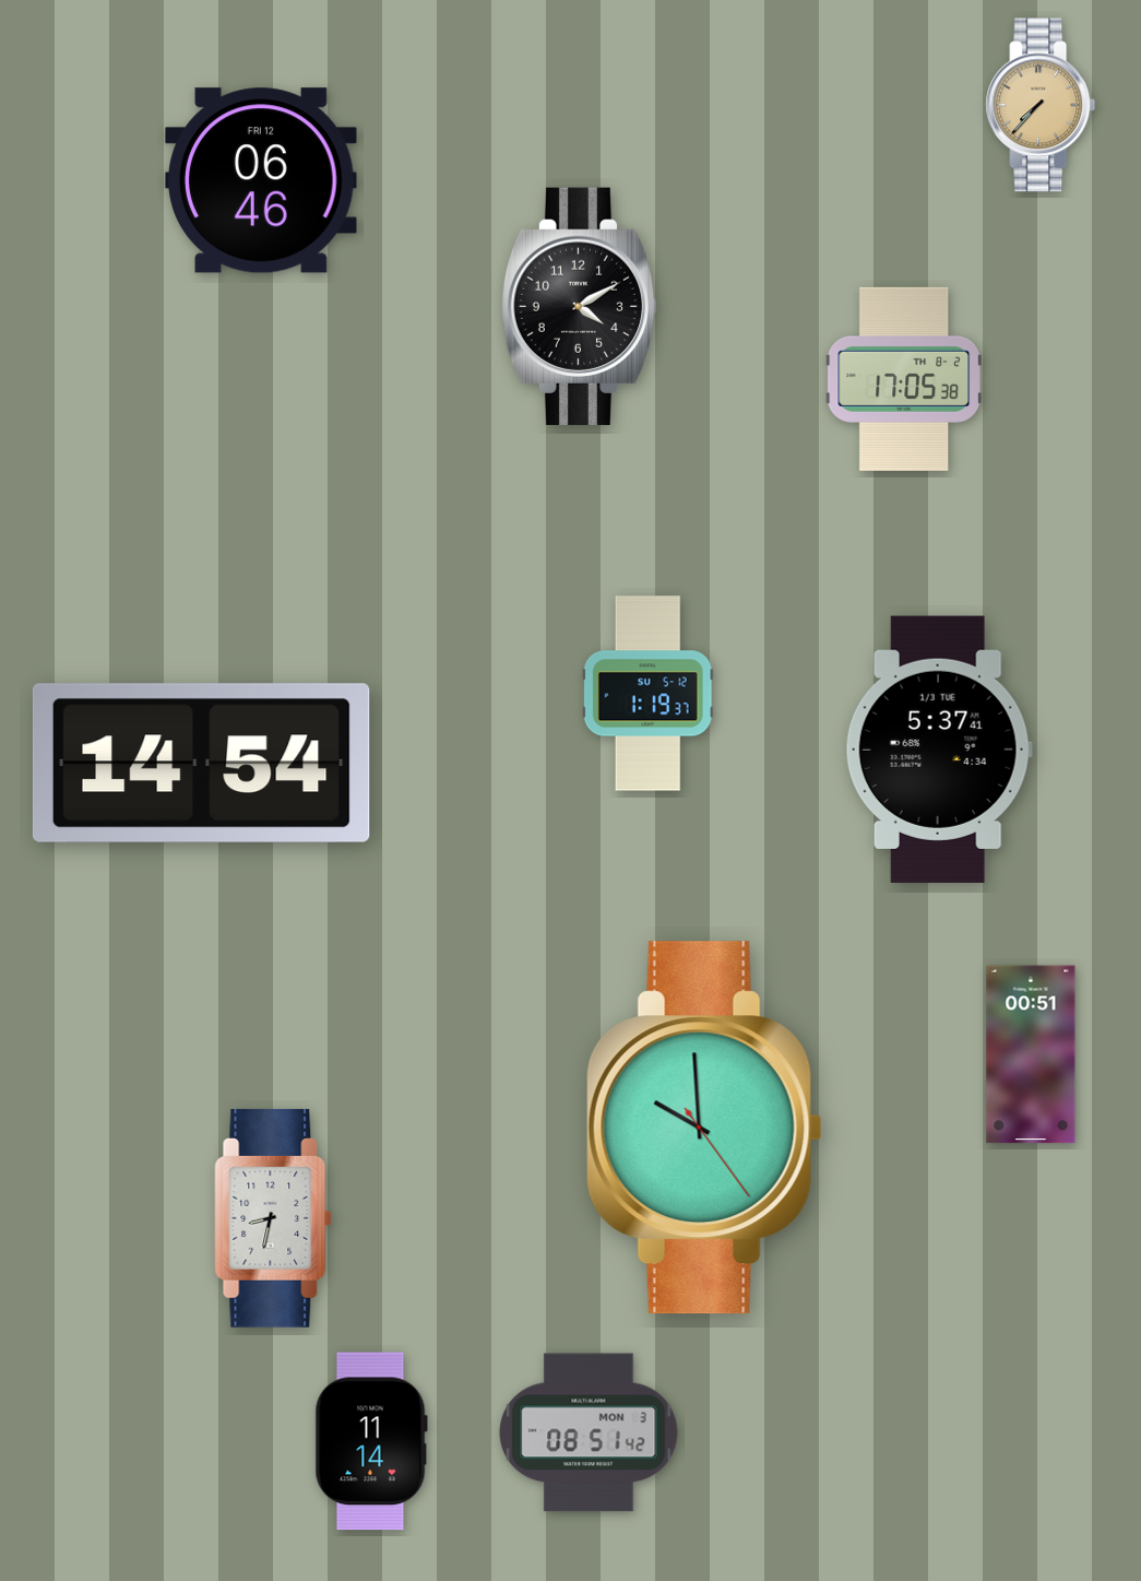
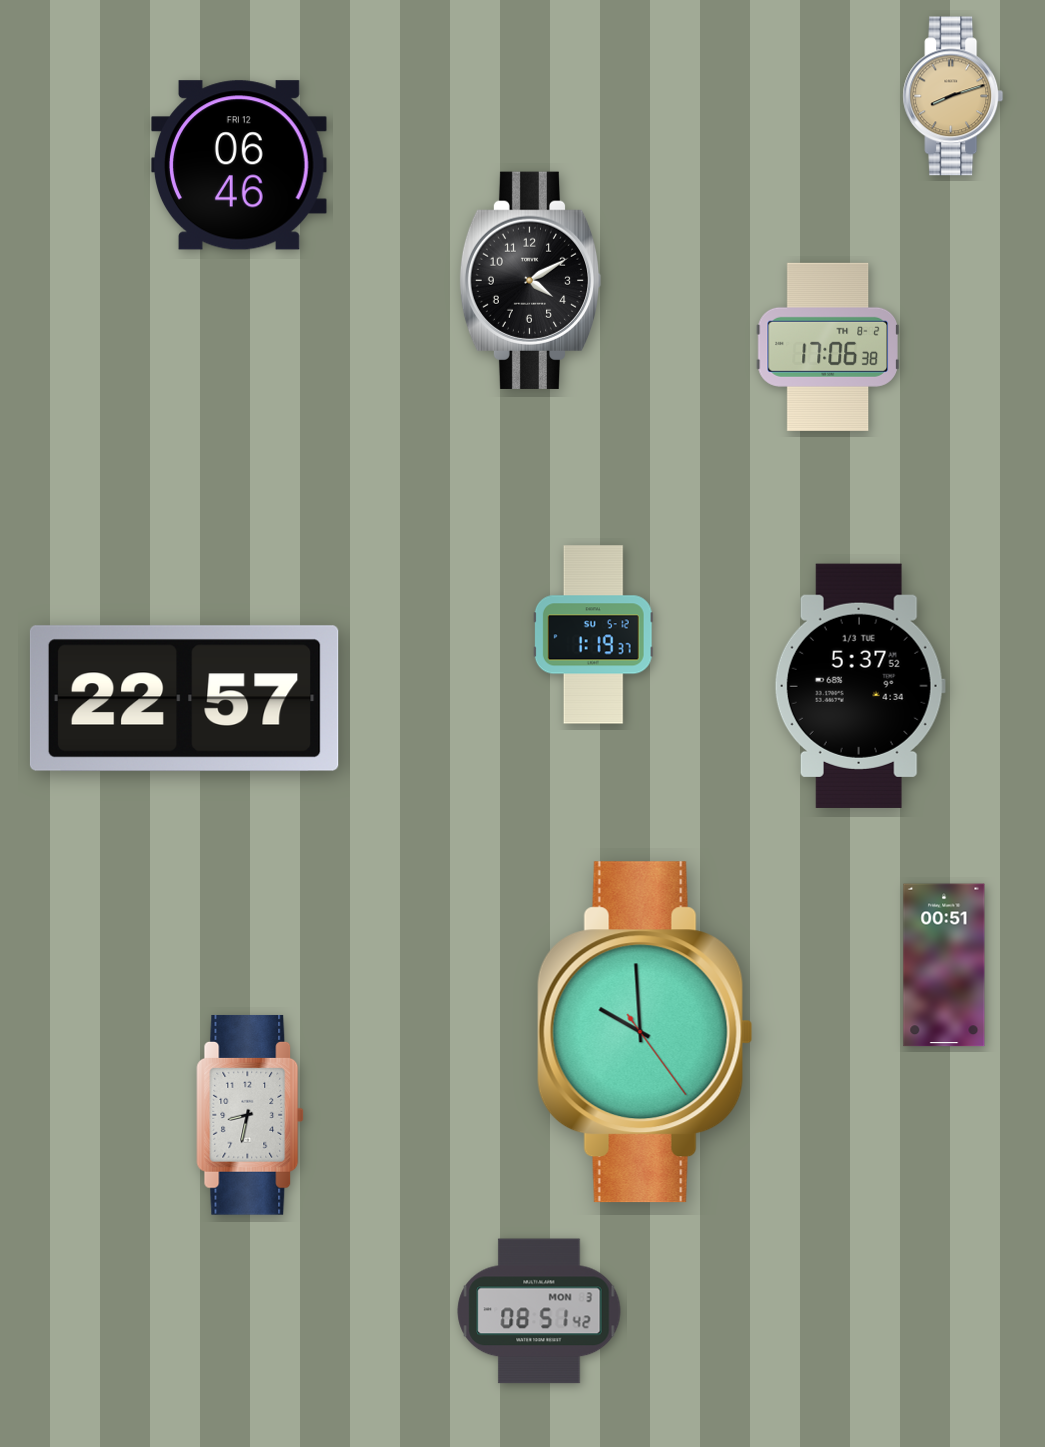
clock at (1041, 105): 7:37 -> 8:12
clock at (903, 379): 17:05 -> 17:06
clock at (939, 750): 5:37:41 -> 5:37:52
clock at (201, 763): 14:54 -> 22:57
clock at (371, 1441): 11:14 -> none
